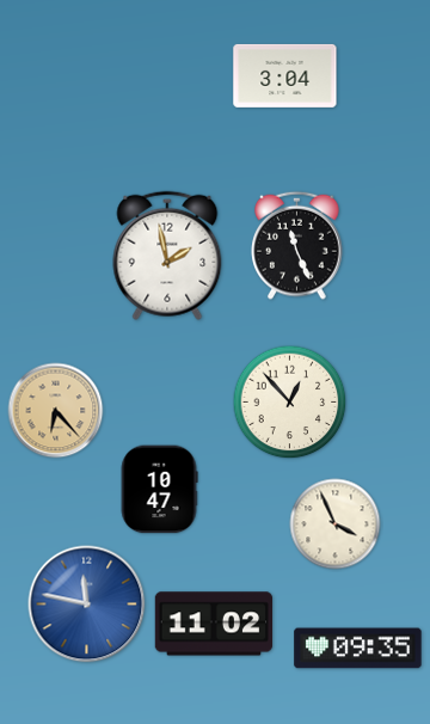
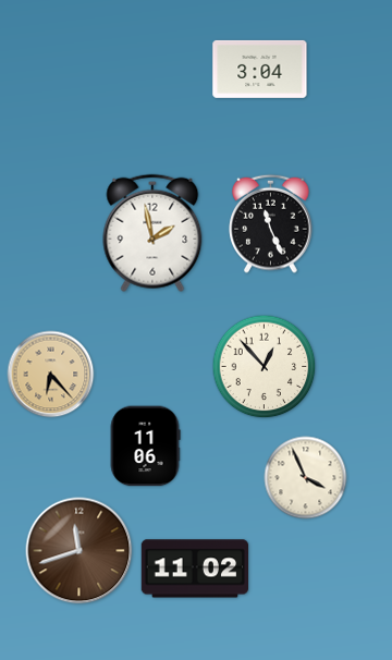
clock at (159, 490): 10:47 -> 11:06
clock at (87, 605): 11:47 -> 11:42
clock at (87, 605) dial: blue -> brown
clock at (358, 649): 09:35 -> none
